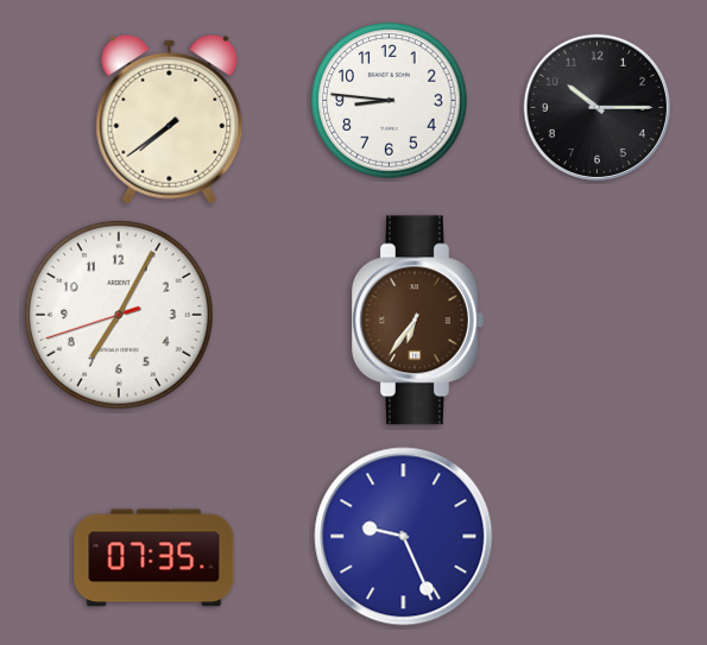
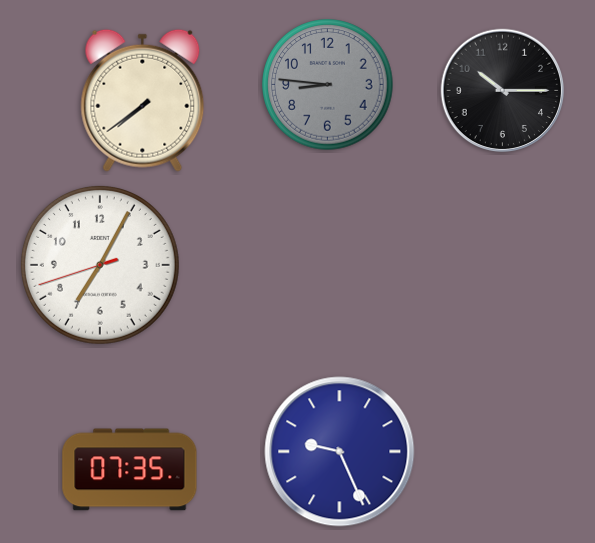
clock at (390, 101) dial: white -> grey
clock at (417, 321): 6:36 -> none
